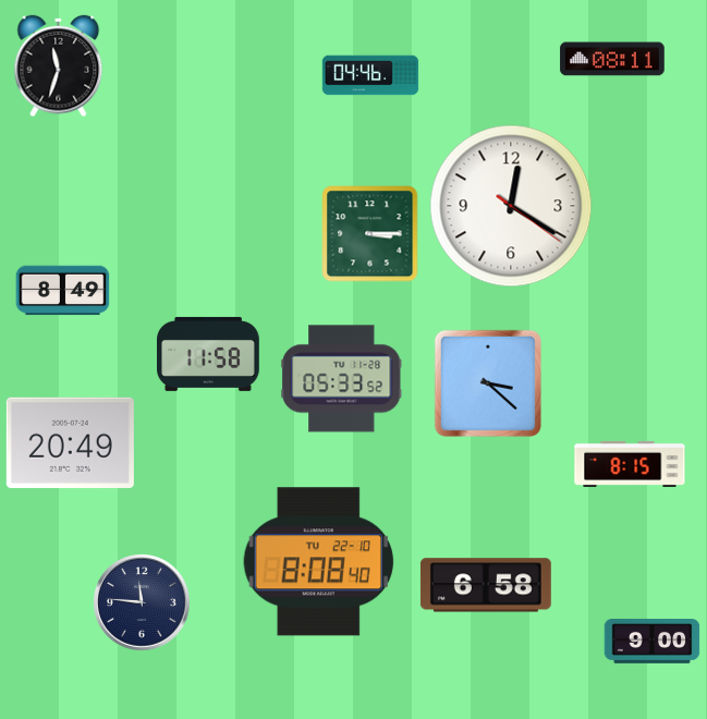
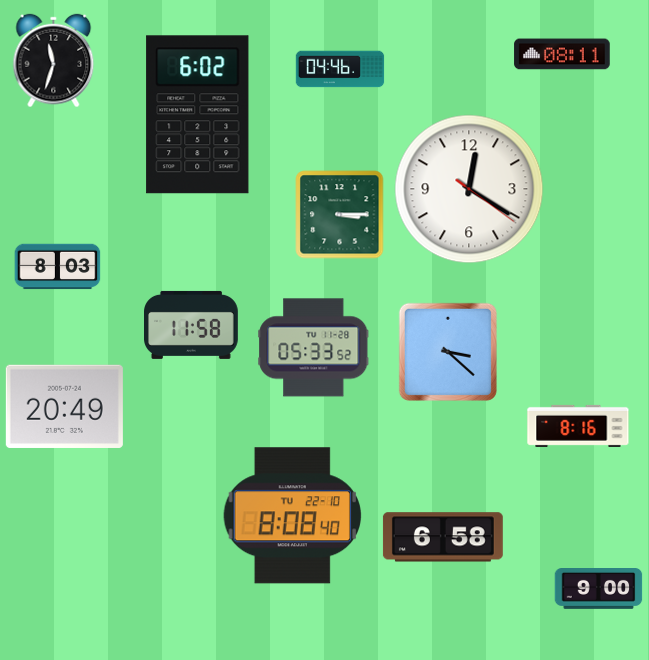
clock at (198, 115): none -> 6:02
clock at (63, 291): 8:49 -> 8:03
clock at (630, 464): 8:15 -> 8:16
clock at (486, 585) position: (486, 585) -> (443, 537)
clock at (142, 602): 11:46 -> none
